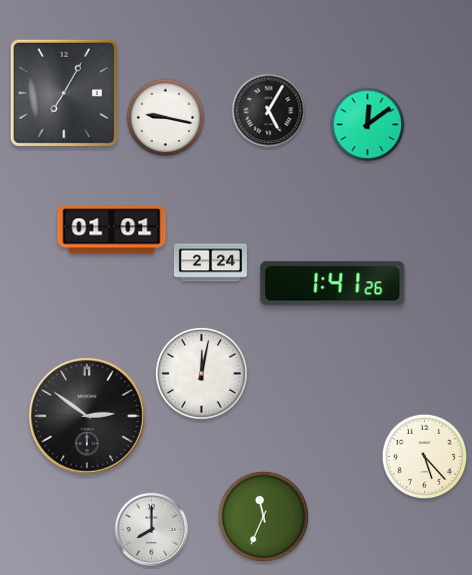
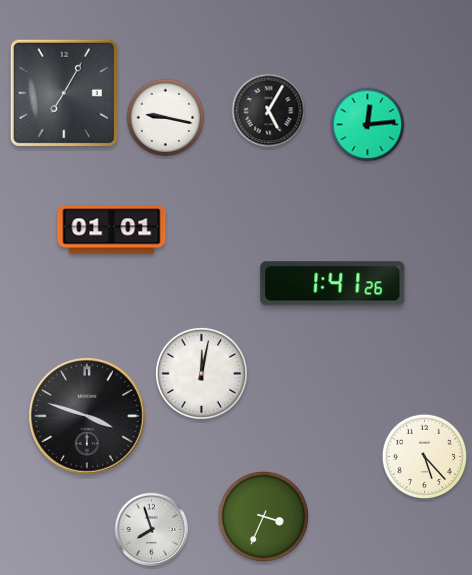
clock at (368, 125): 12:09 -> 12:14
clock at (210, 263): 2:24 -> none
clock at (88, 417): 2:51 -> 3:48
clock at (263, 516): 11:34 -> 3:34
clock at (152, 530): 8:00 -> 7:57
